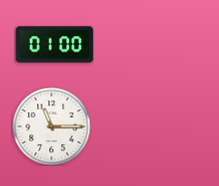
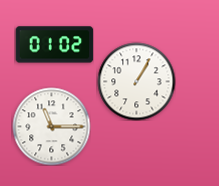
clock at (54, 45): 01:00 -> 01:02
clock at (136, 81): none -> 1:05
